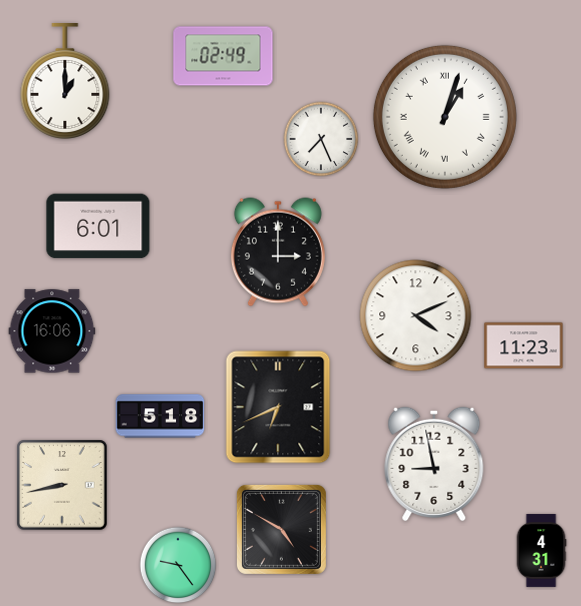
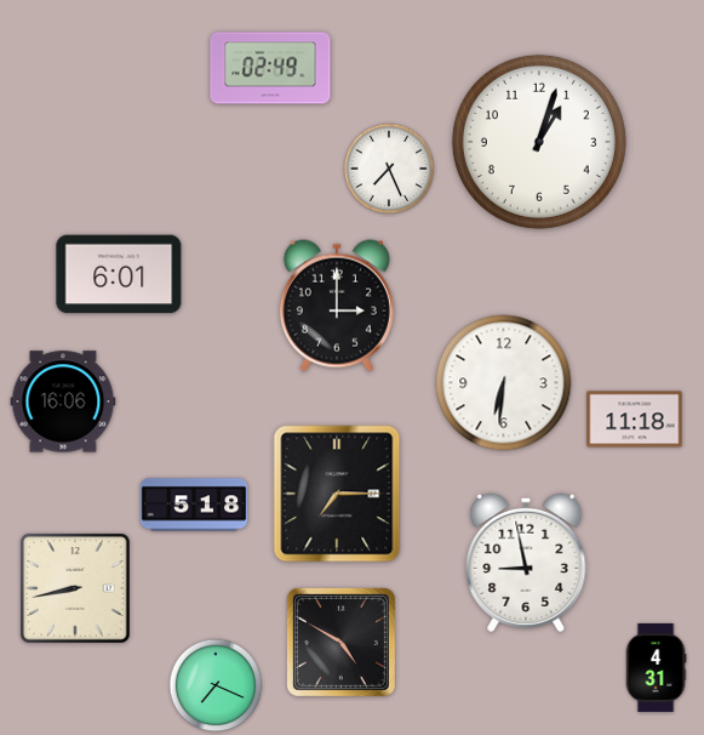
clock at (65, 82): 1:00 -> none
clock at (445, 117) numerals: Roman -> Arabic
clock at (416, 316): 4:11 -> 6:31
clock at (524, 346): 11:23 -> 11:18
clock at (278, 407): 6:41 -> 7:15
clock at (178, 565): 9:24 -> 7:19
